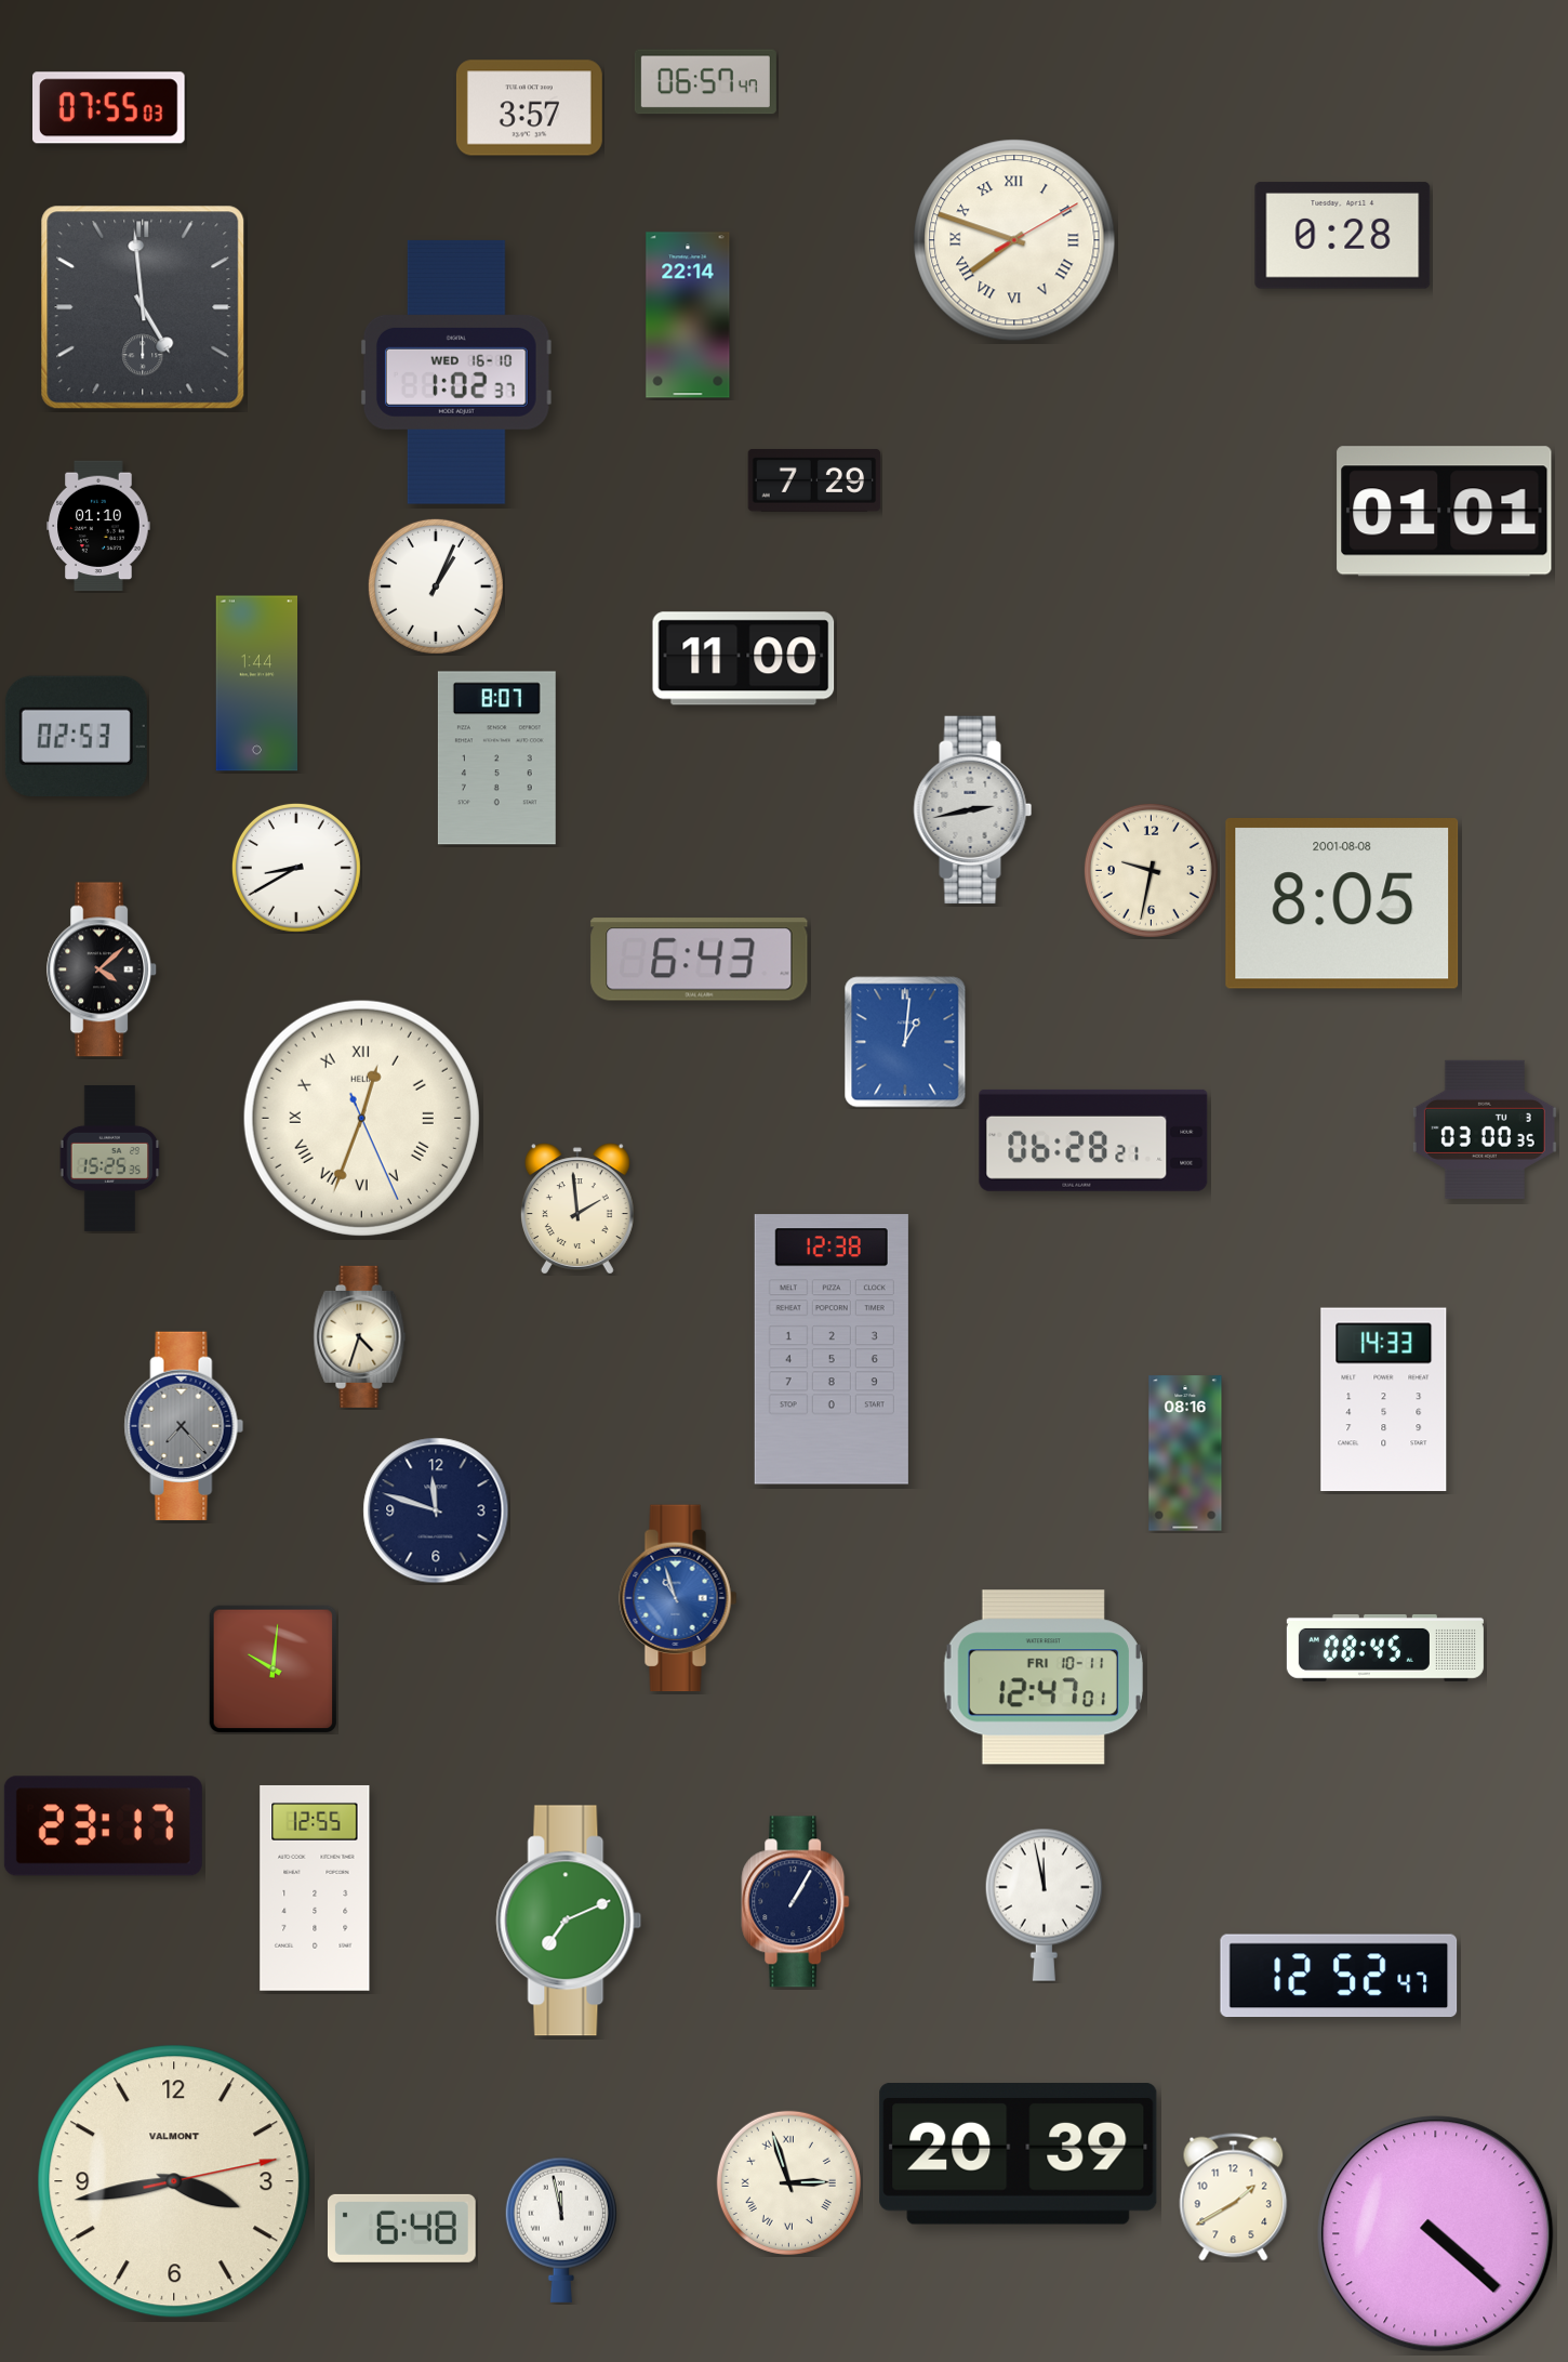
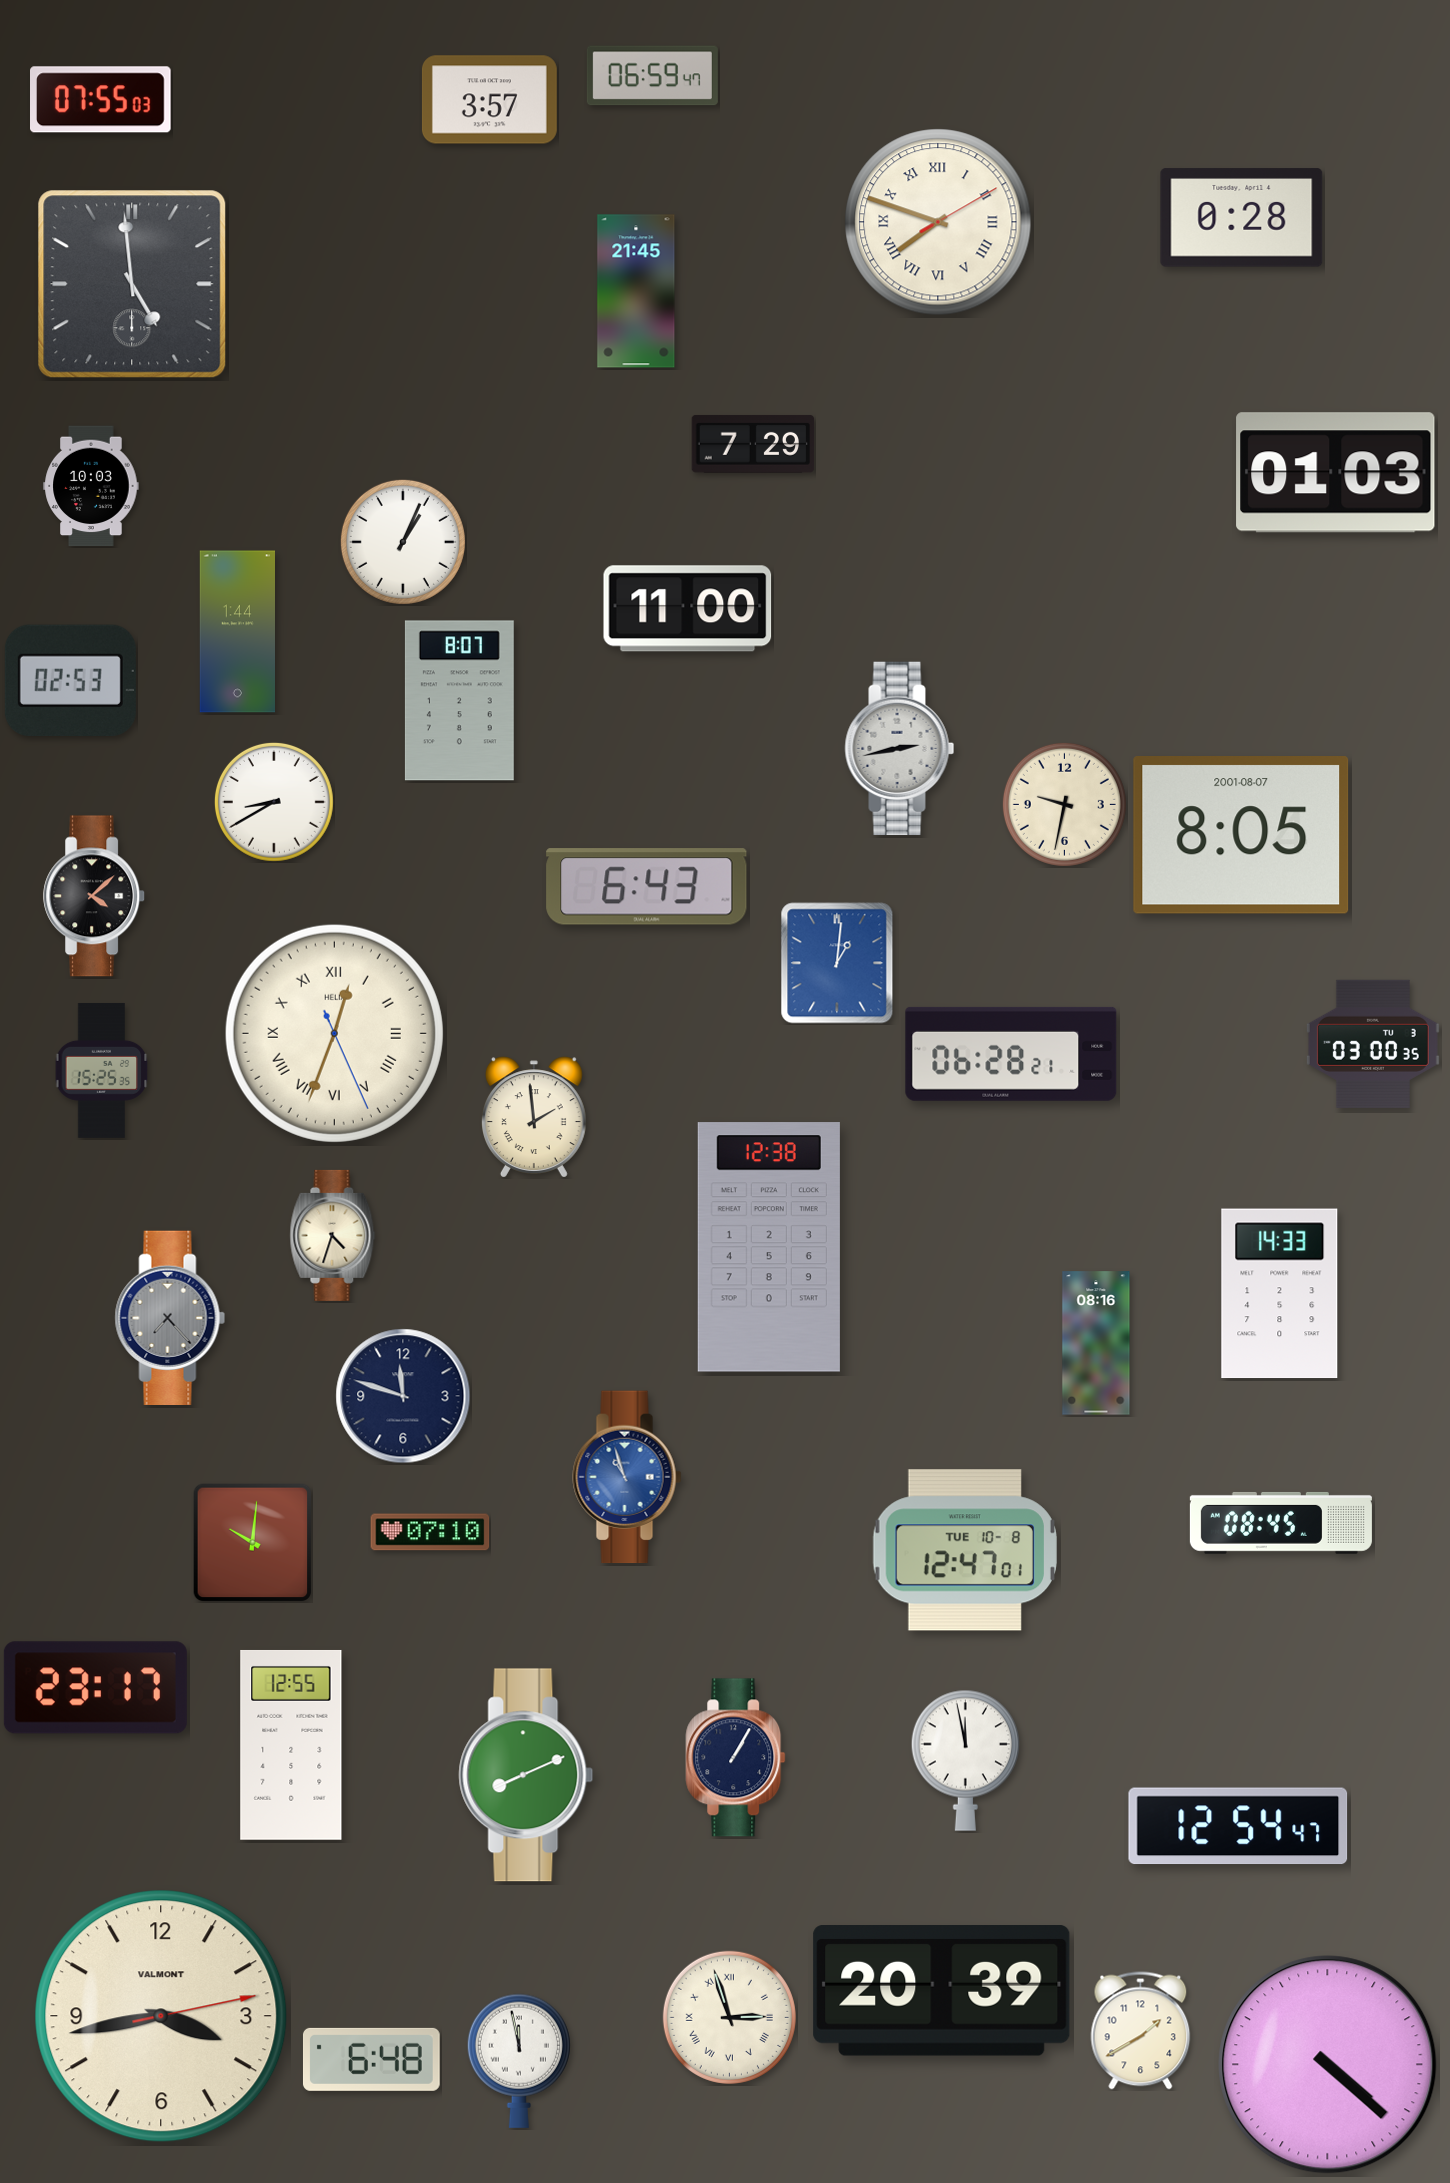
clock at (705, 82): 06:57 -> 06:59
clock at (688, 315): 22:14 -> 21:45
clock at (456, 372): 1:02 -> none
clock at (1445, 512): 01:01 -> 01:03
clock at (98, 526): 01:10 -> 10:03
clock at (1342, 905) date: 2001-08-08 -> 2001-08-07
clock at (430, 1532): none -> 07:10
clock at (1044, 1677) date: FRI 10-11 -> TUE 10-8
clock at (569, 1921): 7:11 -> 8:11
clock at (1339, 1976): 12:52 -> 12:54
